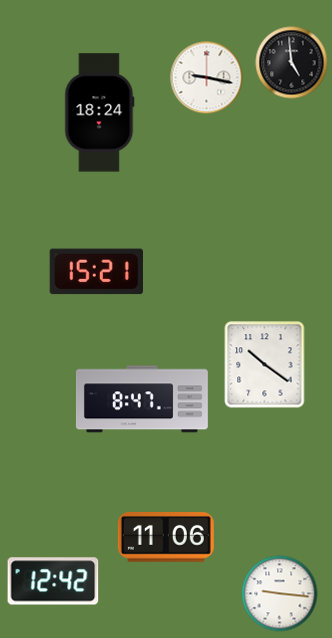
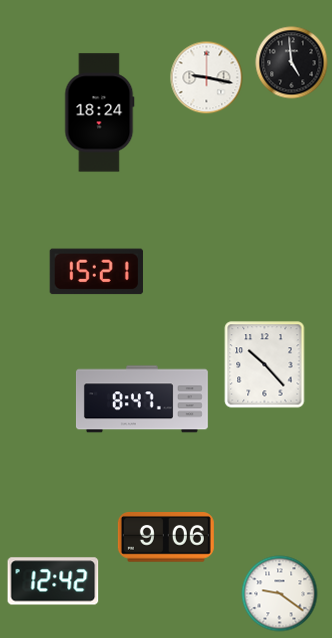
clock at (265, 365): 10:21 -> 10:23
clock at (166, 538): 11:06 -> 9:06
clock at (280, 594): 9:16 -> 9:21
